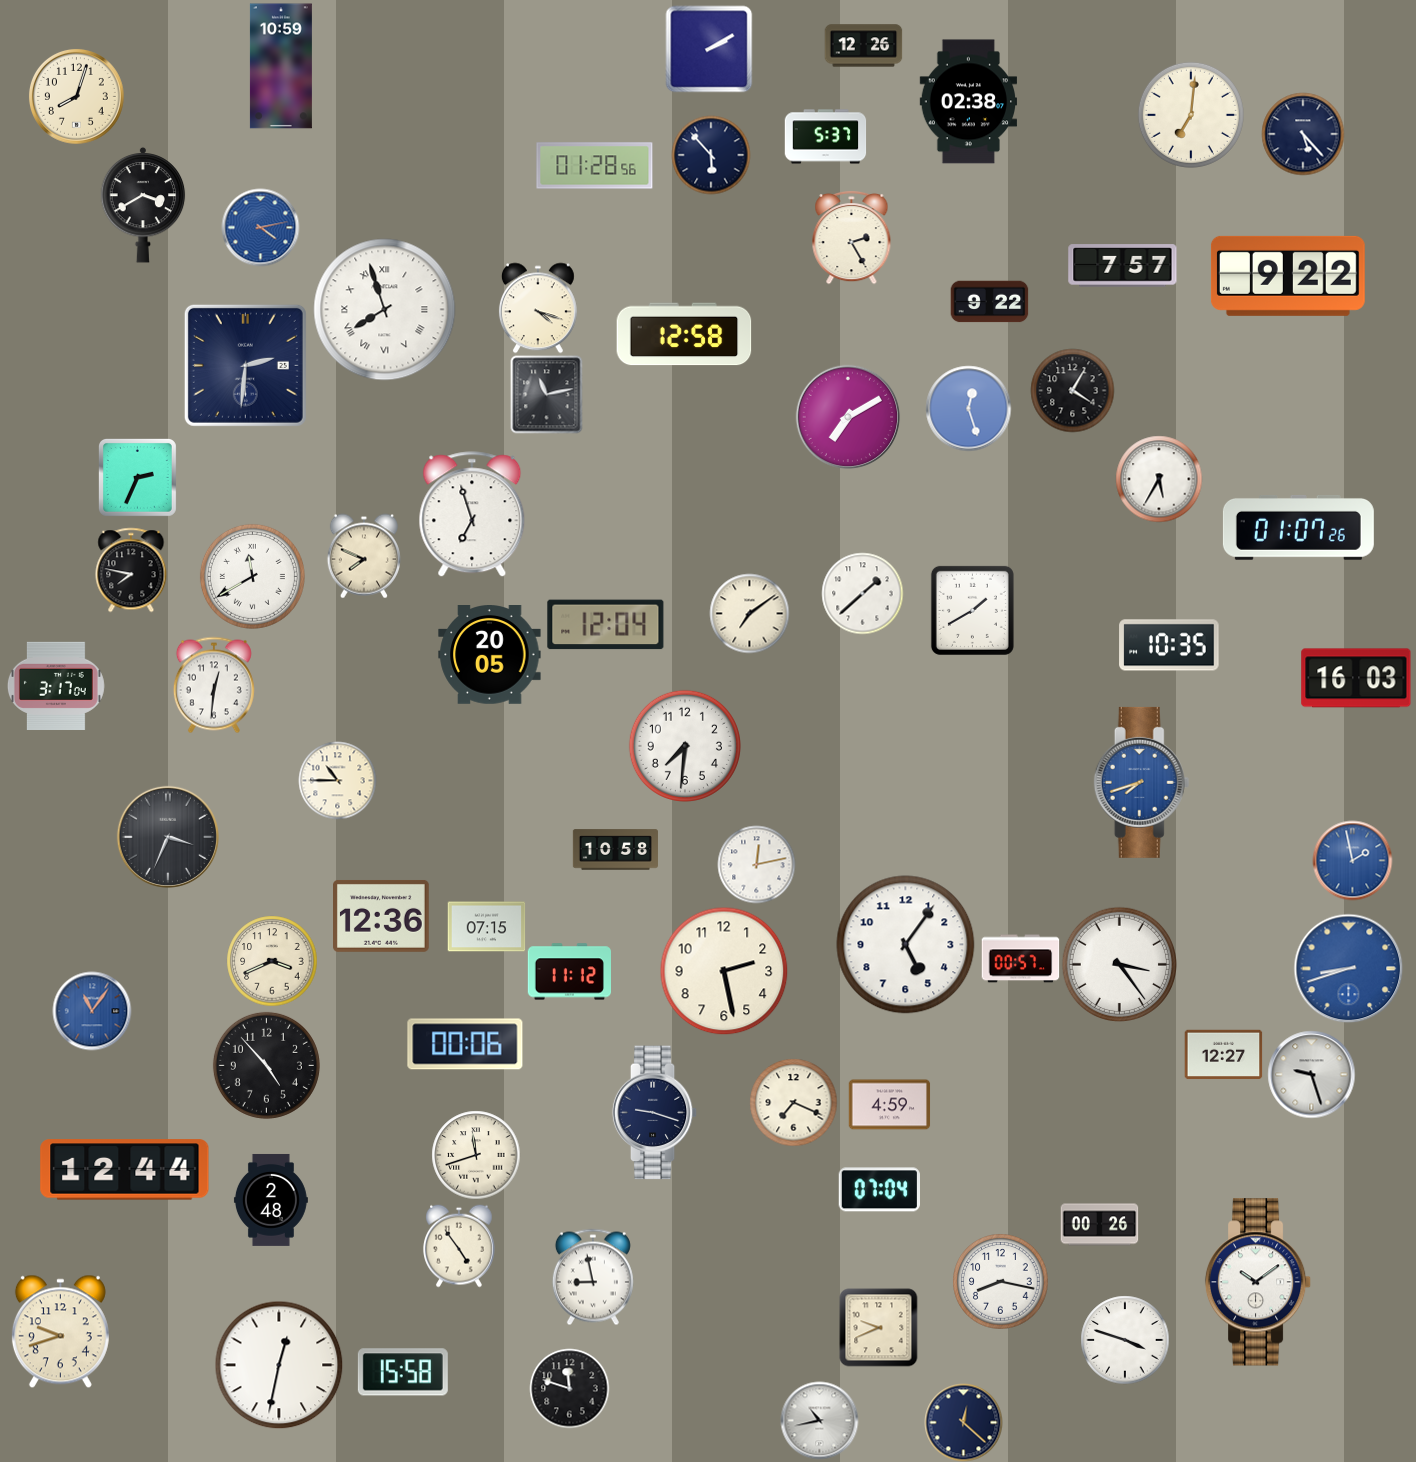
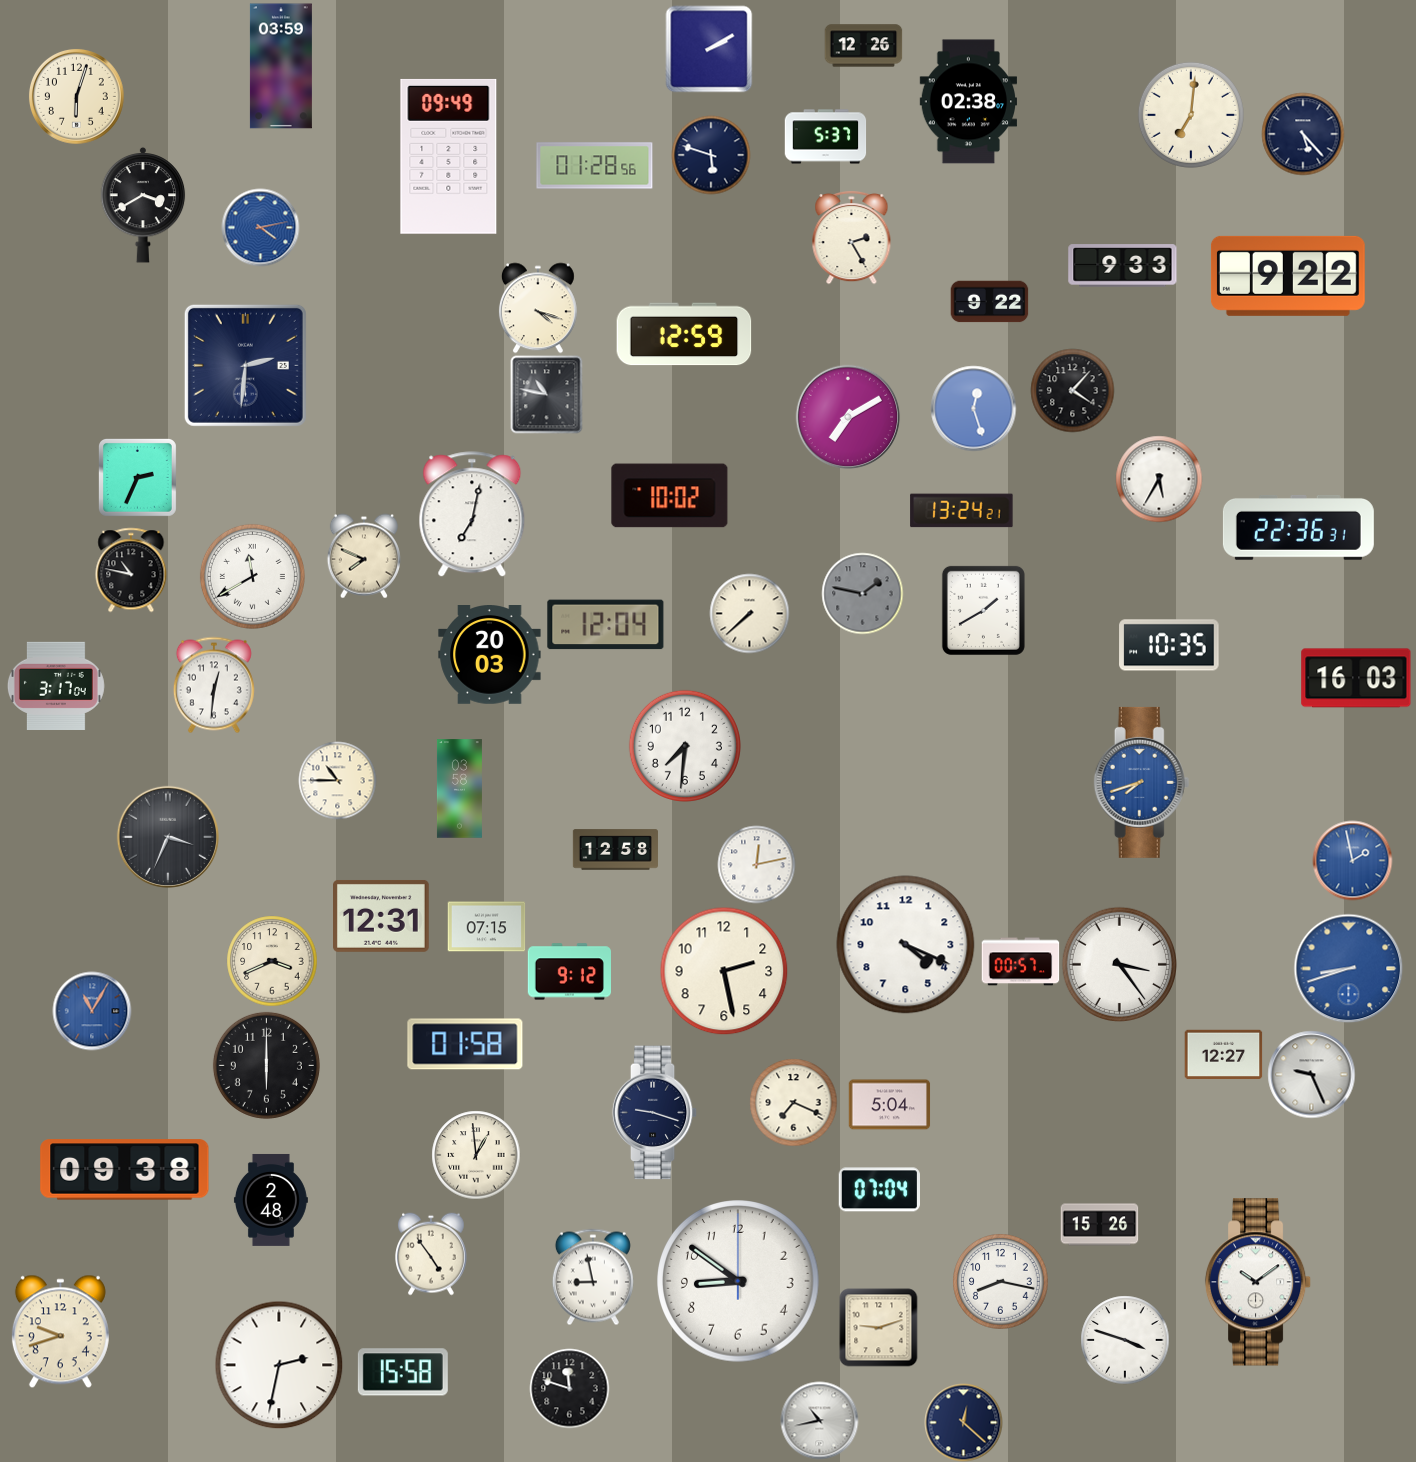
clock at (281, 66): 10:59 -> 03:59
clock at (76, 96): 8:03 -> 6:03
clock at (711, 155): 5:53 -> 5:48
clock at (449, 156): none -> 09:49
clock at (1123, 266): 7:57 -> 9:33
clock at (385, 310): 7:57 -> none
clock at (684, 334): 12:58 -> 12:59
clock at (1072, 390): 4:05 -> 4:07
clock at (547, 394): 11:13 -> 10:47
clock at (968, 408) position: (968, 408) -> (973, 408)
clock at (670, 496): none -> 10:02
clock at (962, 511): none -> 13:24
clock at (472, 514): 6:57 -> 7:02
clock at (1298, 527): 01:07 -> 22:36
clock at (131, 570): 7:47 -> 10:47
clock at (862, 593): 1:38 -> 1:47
clock at (862, 593) dial: white -> grey
clock at (972, 610) position: (972, 610) -> (983, 610)
clock at (749, 613): 7:09 -> 7:38
clock at (490, 655): 20:05 -> 20:03
clock at (459, 789): none -> 03:58
clock at (615, 850): 10:58 -> 12:58
clock at (382, 916): 12:36 -> 12:31
clock at (906, 945): 5:06 -> 4:19
clock at (1020, 959) position: (1020, 959) -> (1020, 962)
clock at (569, 972): 11:12 -> 9:12
clock at (92, 1011): 11:06 -> 11:05
clock at (465, 1044): 00:06 -> 01:58
clock at (266, 1065): 4:53 -> 6:00
clock at (1311, 1074): 9:27 -> 9:26
clock at (889, 1105): 4:59 -> 5:04
clock at (476, 1155): 11:42 -> 12:59
clock at (125, 1170): 12:44 -> 09:38
clock at (1099, 1225): 00:26 -> 15:26
clock at (460, 1246) position: (460, 1246) -> (432, 1254)
clock at (738, 1281): none -> 8:51
clock at (878, 1327): 9:41 -> 9:12
clock at (279, 1365): 12:32 -> 2:32
